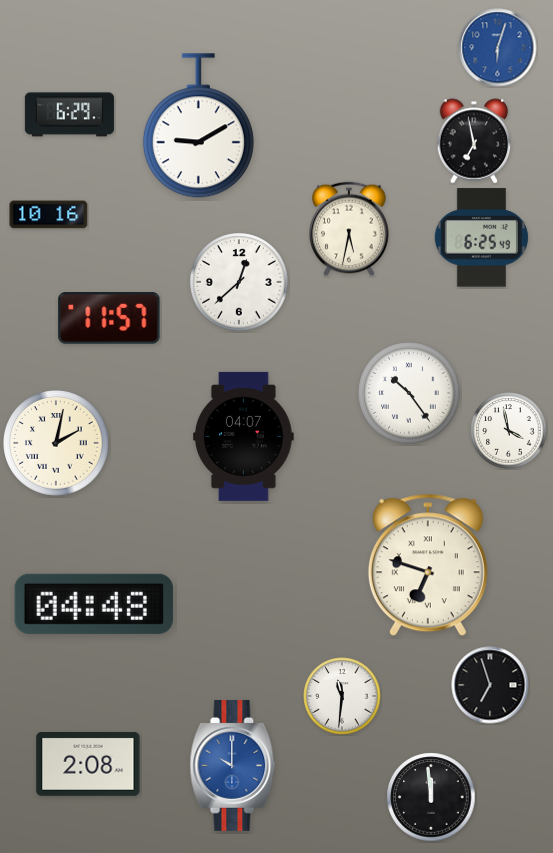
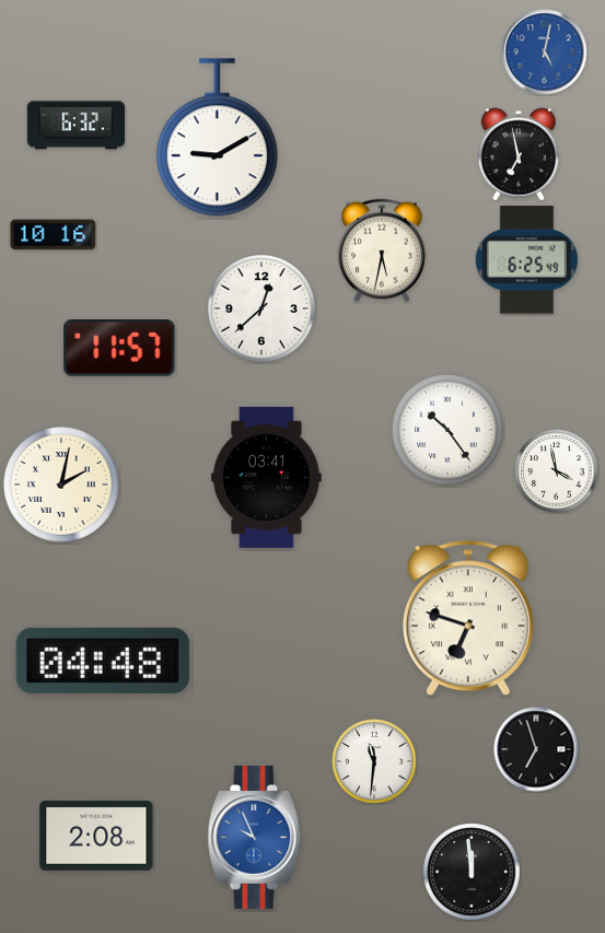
clock at (498, 48): 6:03 -> 5:02
clock at (69, 115): 6:29 -> 6:32
clock at (244, 436): 04:07 -> 03:41
clock at (233, 765): 10:00 -> 9:56
